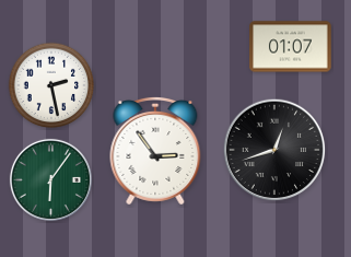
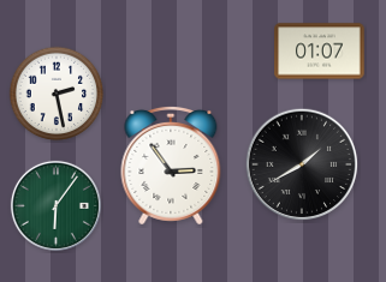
clock at (274, 150): 12:42 -> 1:40
clock at (50, 179) position: (50, 179) -> (55, 205)
